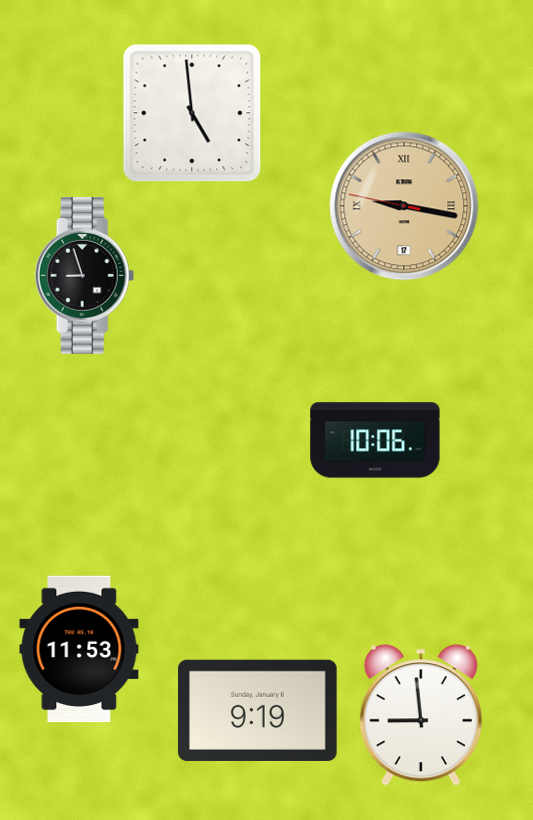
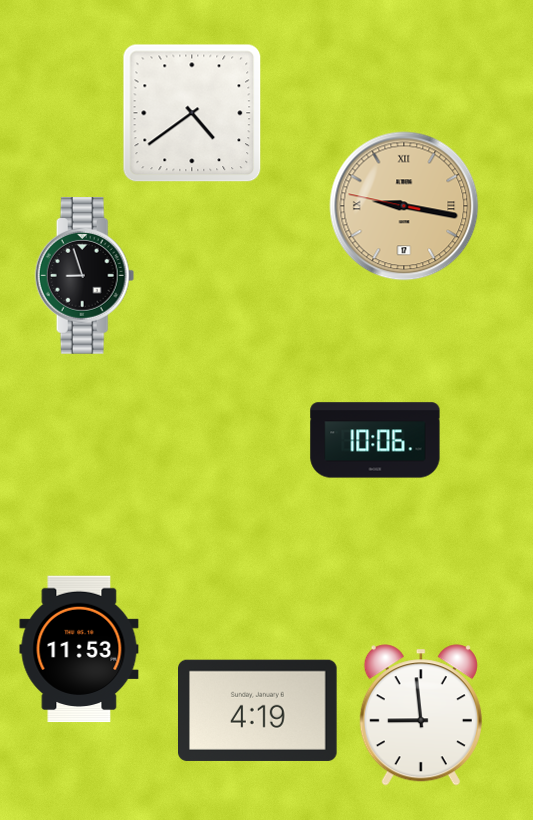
clock at (192, 113): 4:59 -> 4:39
clock at (258, 710): 9:19 -> 4:19
